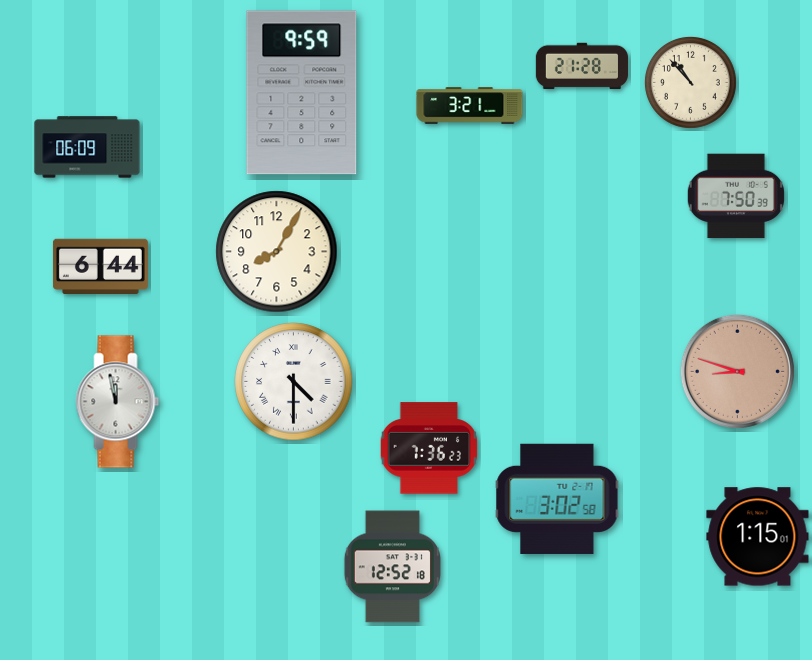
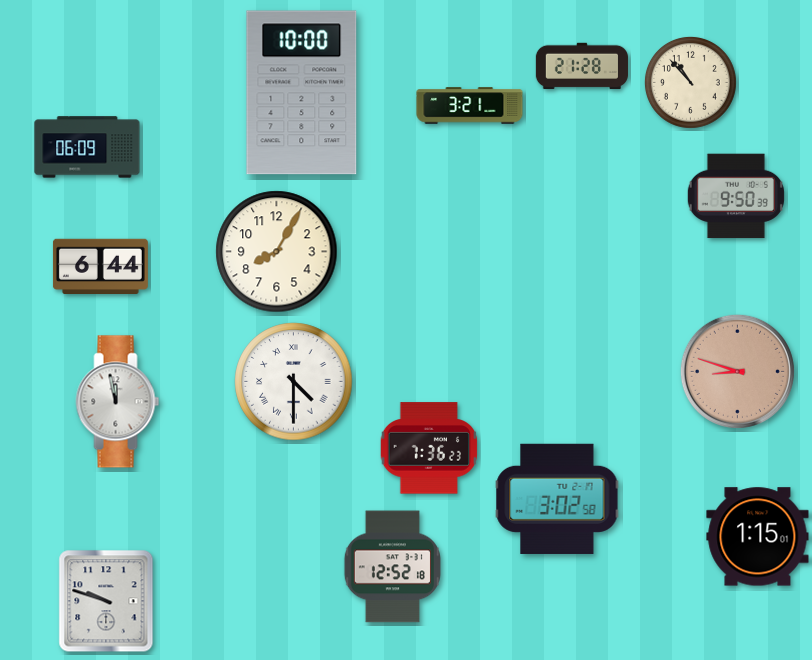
clock at (302, 93): 9:59 -> 10:00
clock at (736, 196): 7:50 -> 9:50
clock at (106, 601): none -> 9:48
